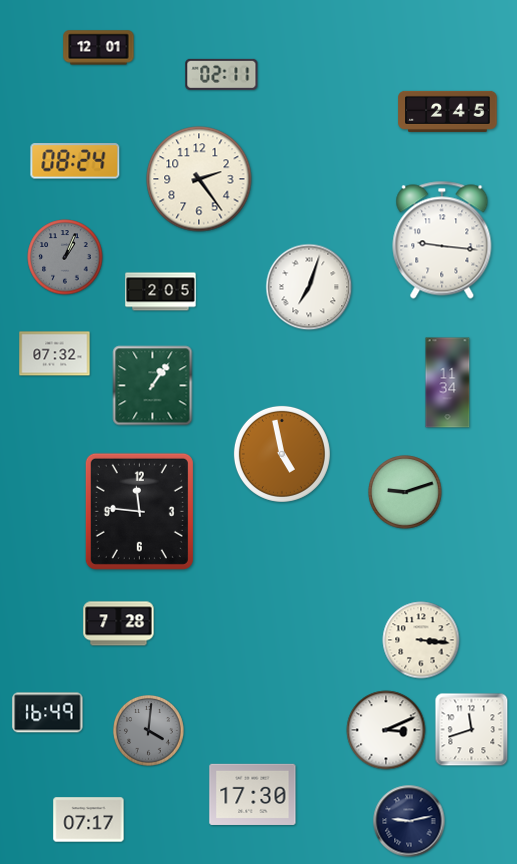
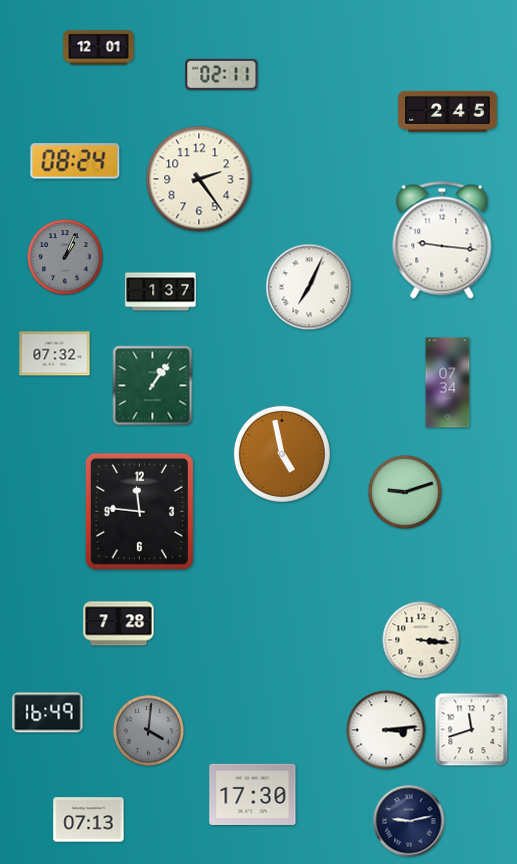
clock at (309, 287): 7:03 -> 7:04
clock at (161, 292): 2:05 -> 1:37
clock at (448, 383): 11:34 -> 07:34
clock at (386, 730): 3:11 -> 3:14
clock at (89, 820): 07:17 -> 07:13
